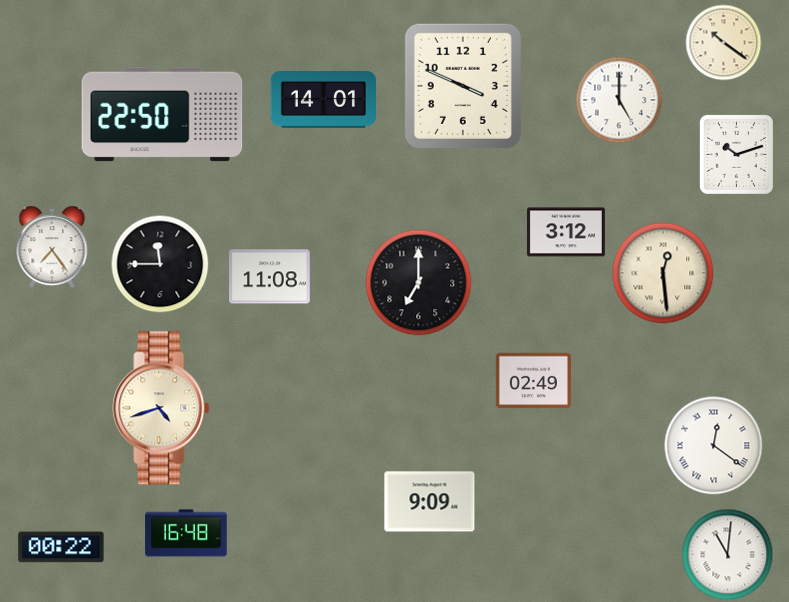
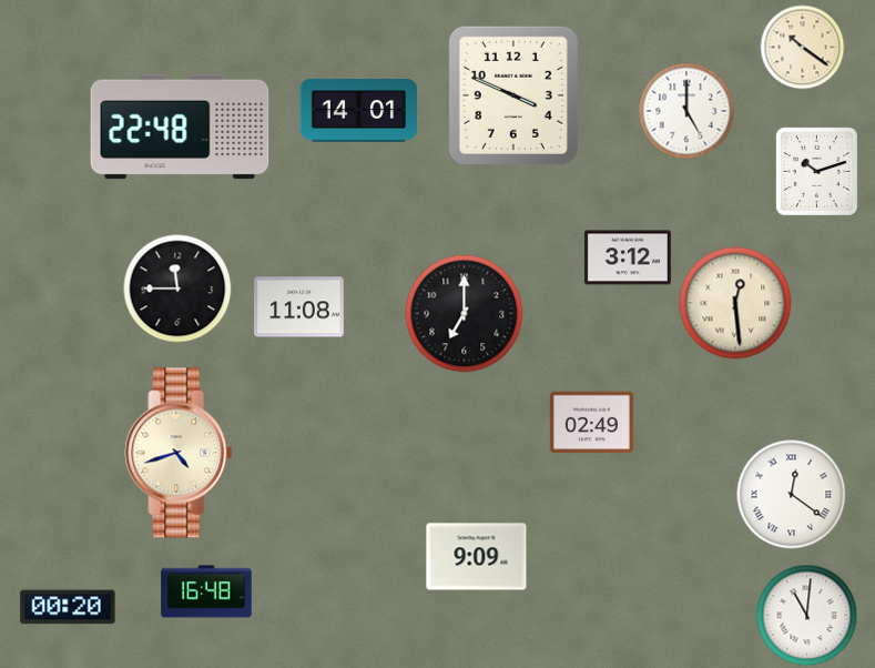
clock at (162, 114): 22:50 -> 22:48
clock at (52, 247): 7:24 -> none
clock at (160, 264) position: (160, 264) -> (177, 289)
clock at (61, 547): 00:22 -> 00:20
